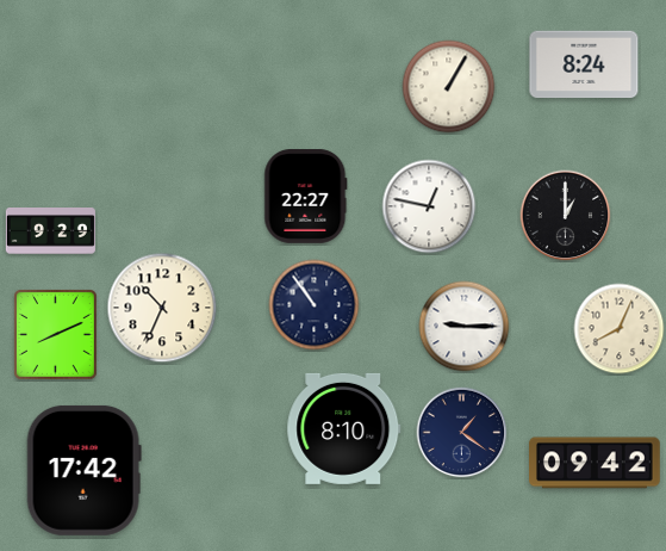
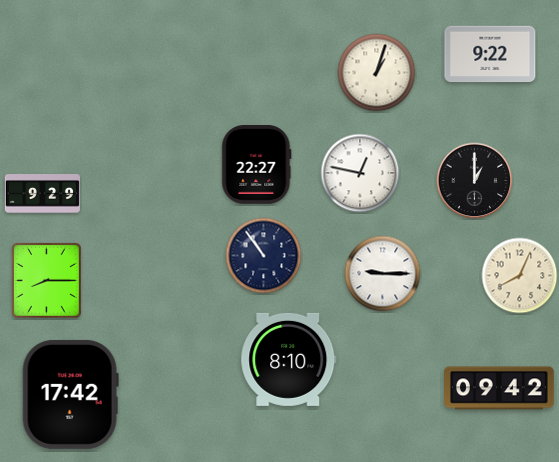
clock at (584, 64): 8:24 -> 9:22
clock at (449, 87): 1:05 -> 1:03
clock at (162, 308): 10:34 -> none
clock at (465, 327) position: (465, 327) -> (383, 274)
clock at (55, 334): 8:11 -> 8:15
clock at (462, 433): 1:21 -> none
